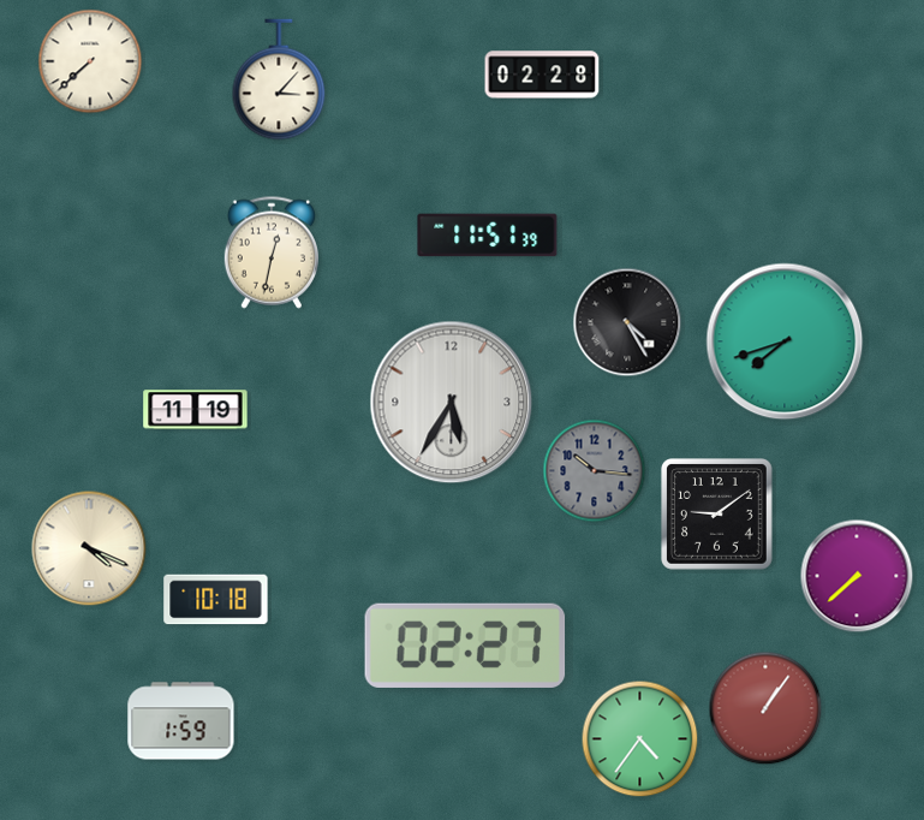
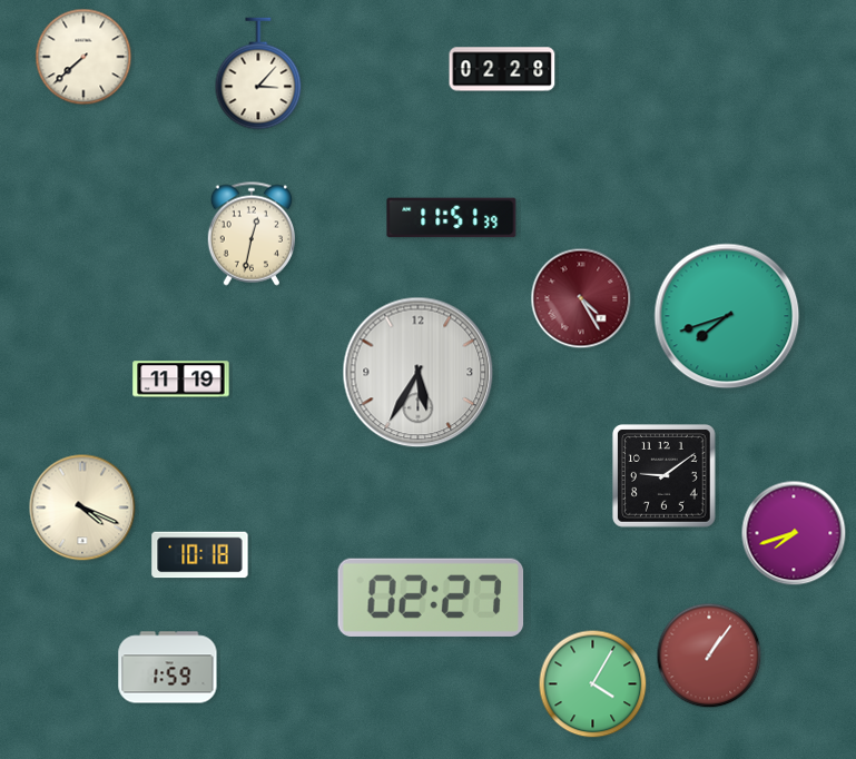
clock at (627, 322) dial: black -> burgundy
clock at (595, 471): 10:16 -> none
clock at (857, 576): 7:38 -> 7:42
clock at (640, 739): 4:36 -> 4:05
